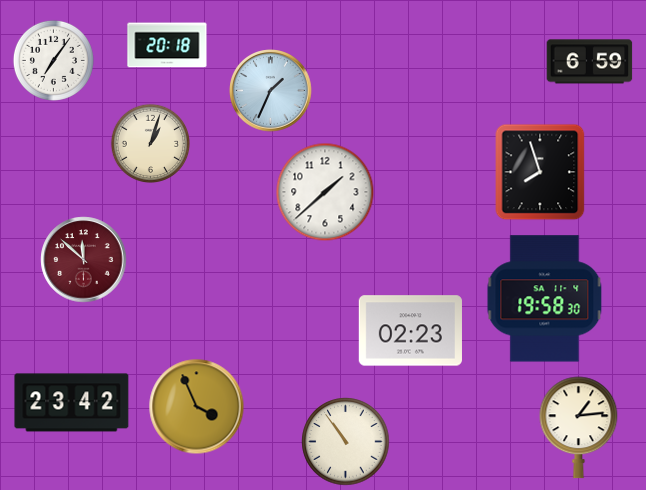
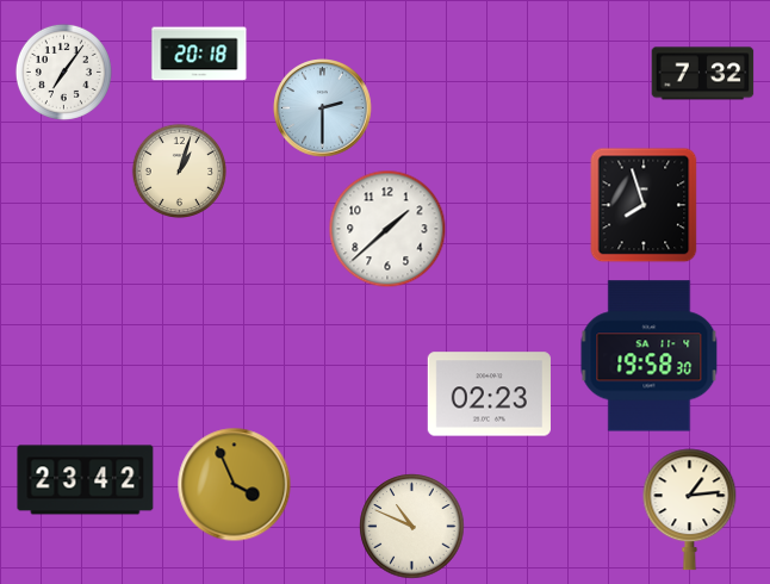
clock at (590, 62): 6:59 -> 7:32
clock at (271, 91): 1:34 -> 2:30
clock at (84, 260): 11:52 -> none
clock at (346, 442): 10:54 -> 10:49
